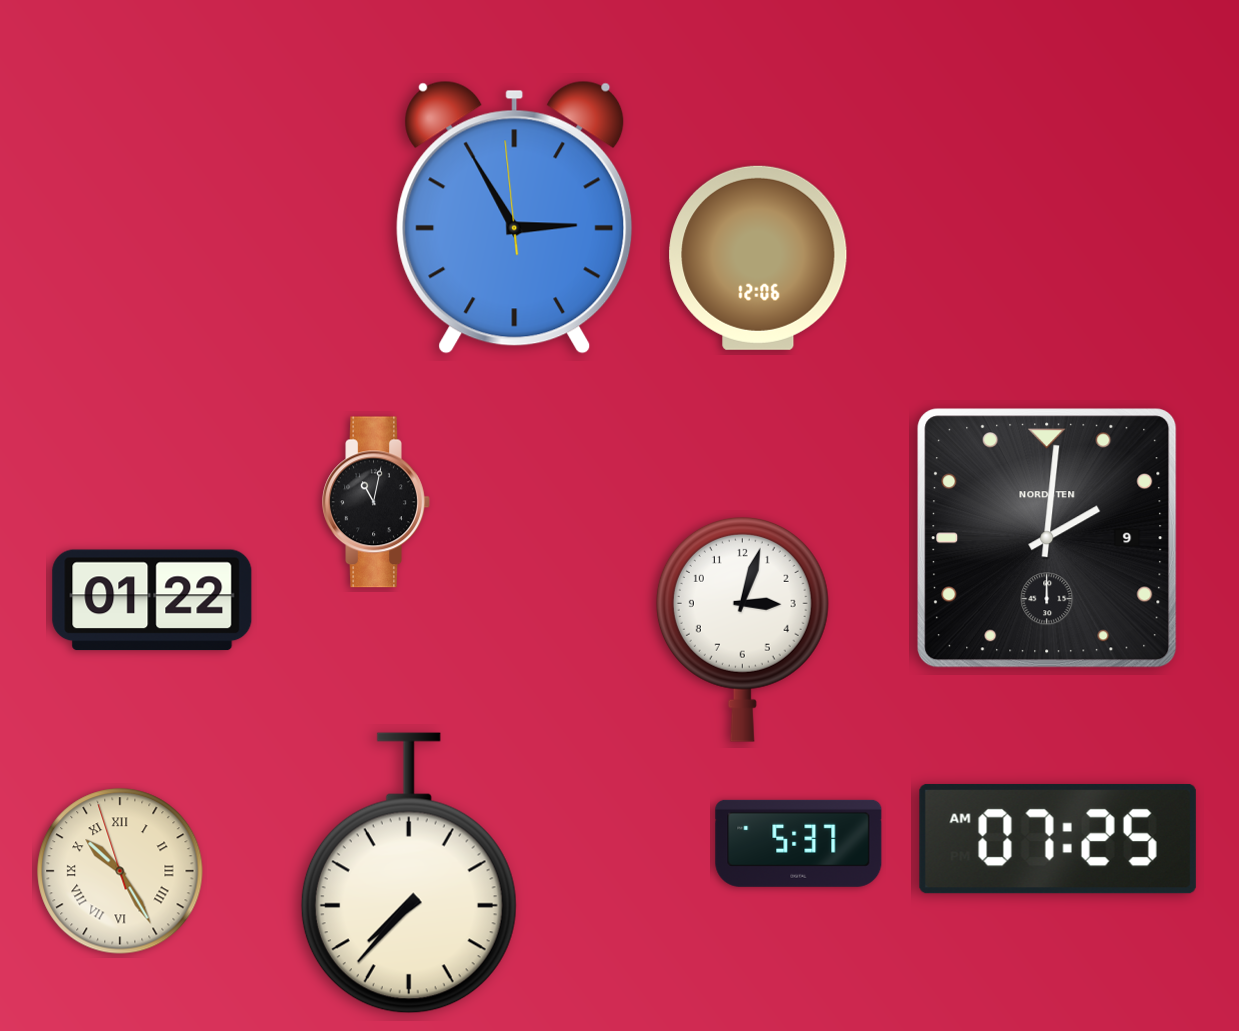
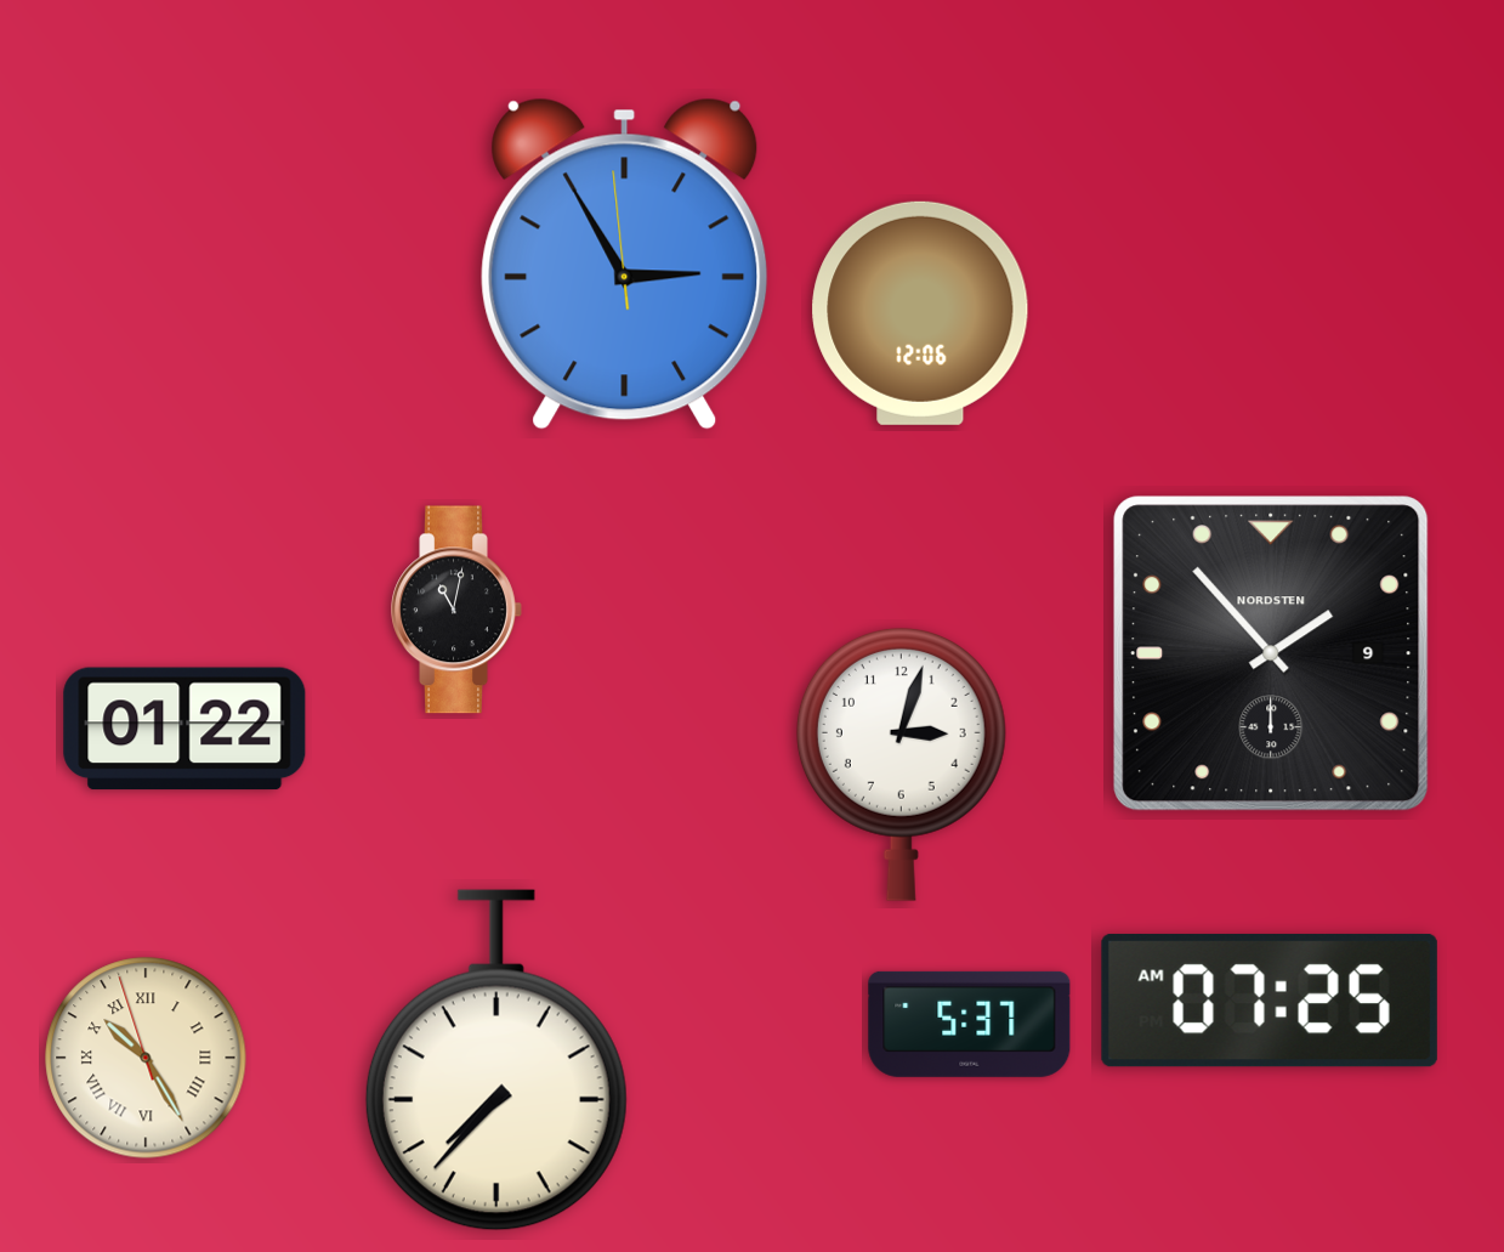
clock at (1047, 538): 2:01 -> 1:53
clock at (1058, 839) position: (1058, 839) -> (1270, 1001)
